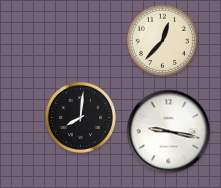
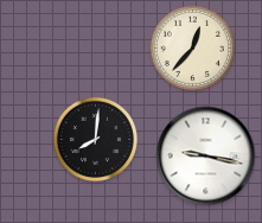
clock at (169, 132) position: (169, 132) -> (206, 157)
